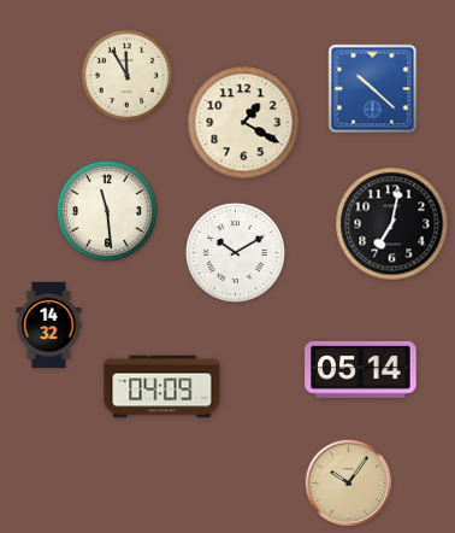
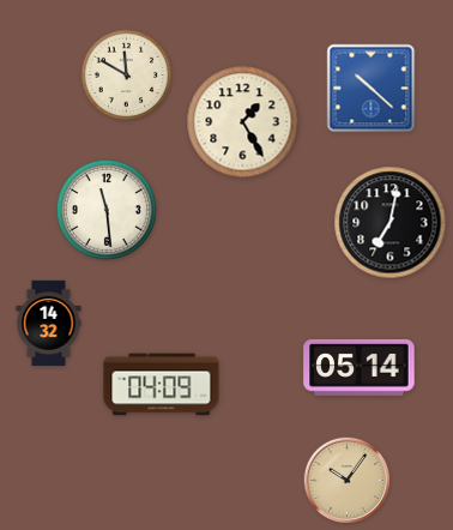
clock at (128, 76): 11:55 -> 11:50
clock at (244, 123): 1:20 -> 1:25
clock at (235, 252): 10:10 -> none
